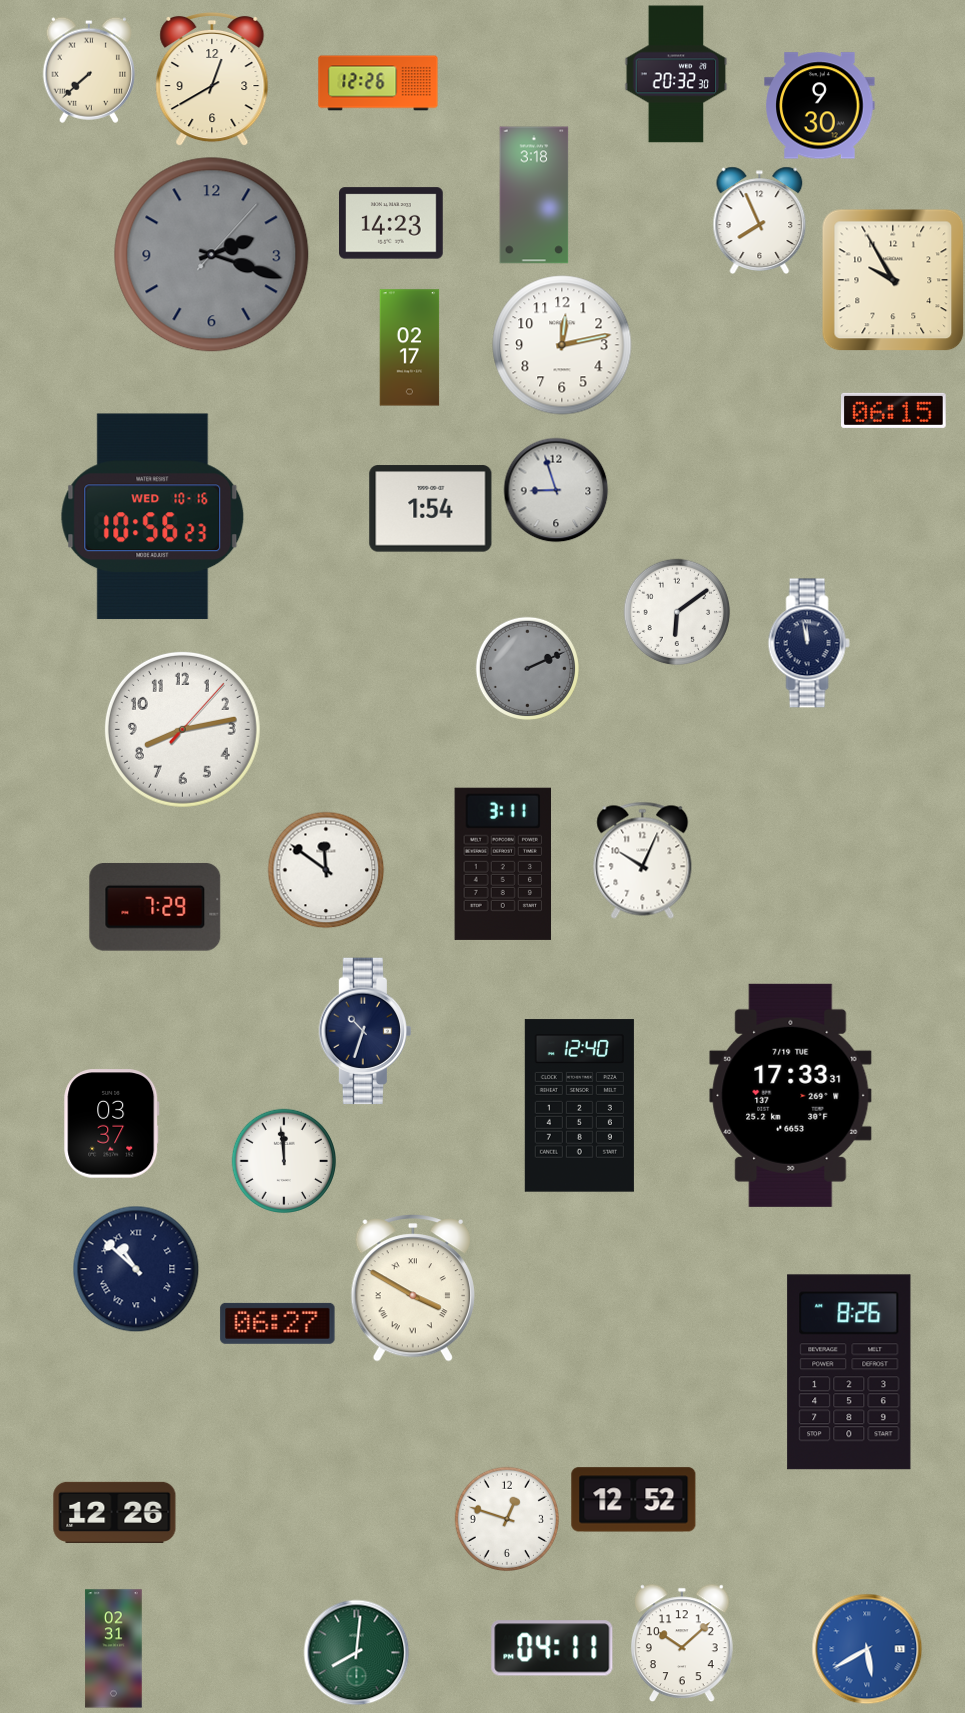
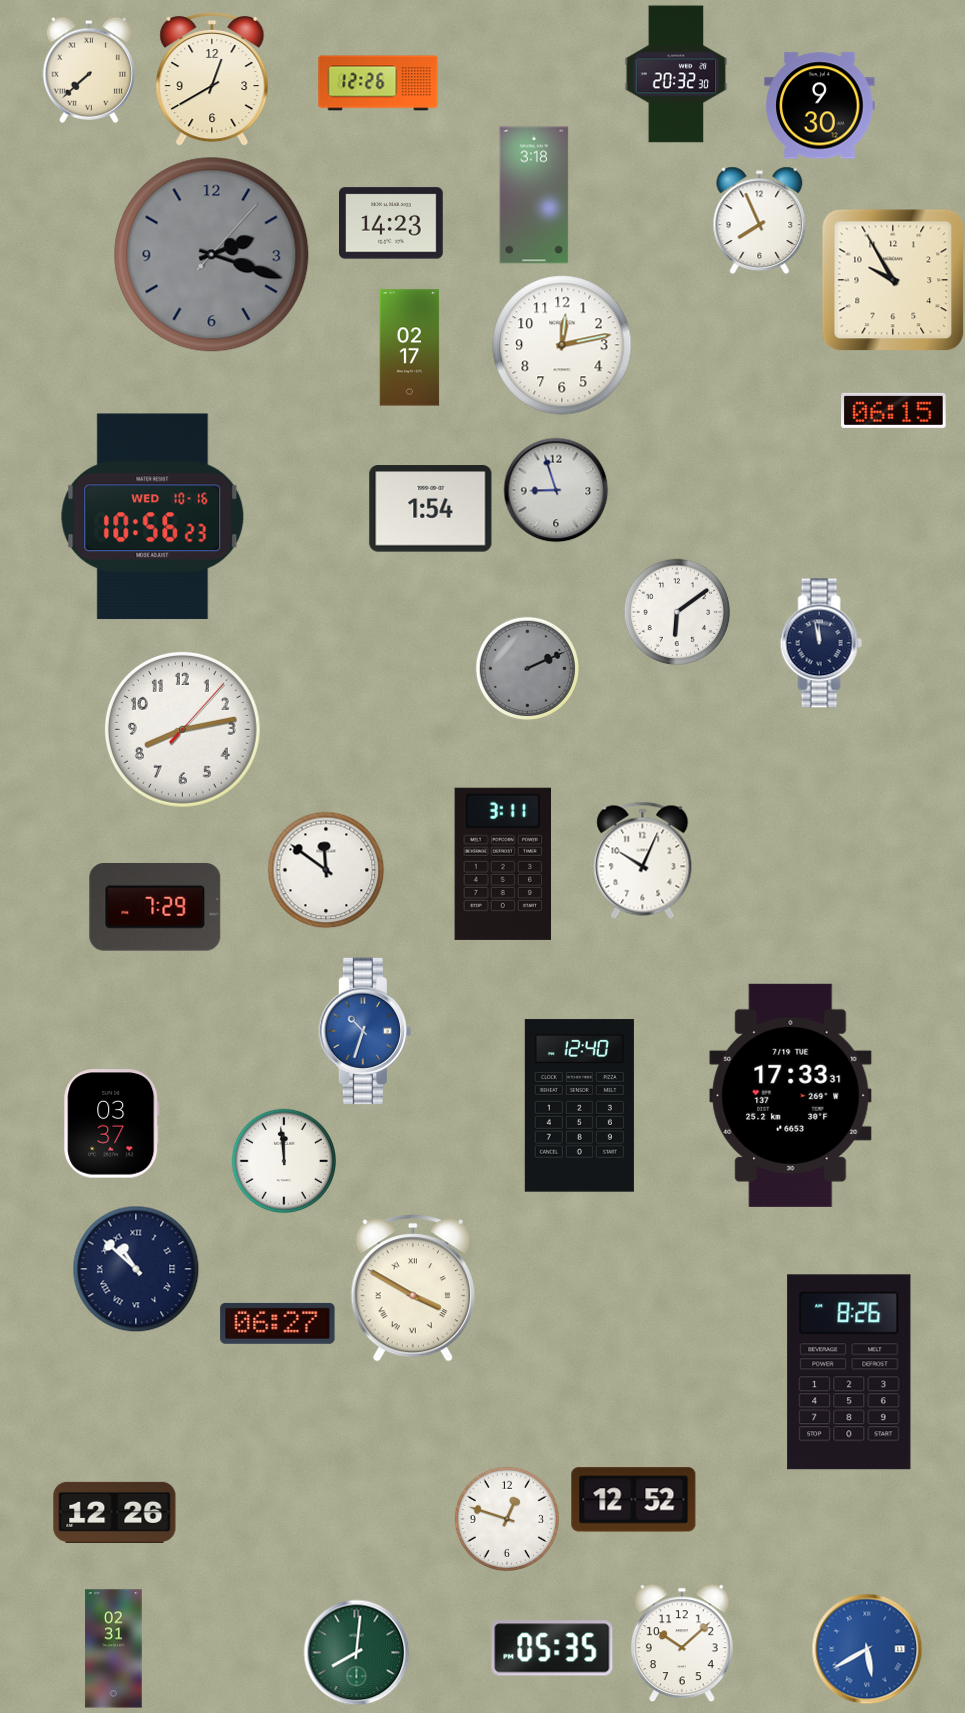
clock at (809, 643) position: (809, 643) -> (821, 643)
clock at (364, 1031) dial: navy -> blue
clock at (552, 1648): 04:11 -> 05:35
